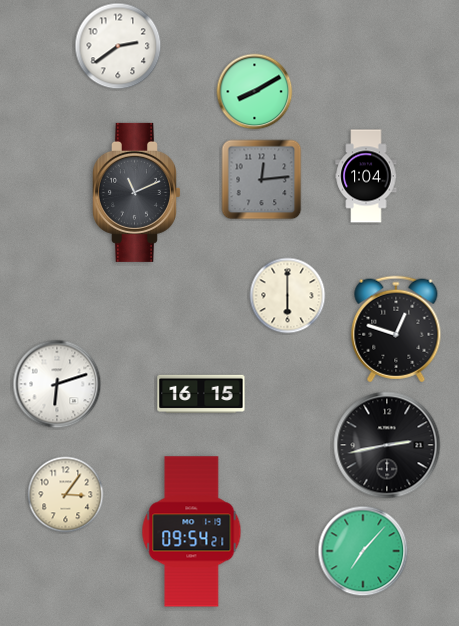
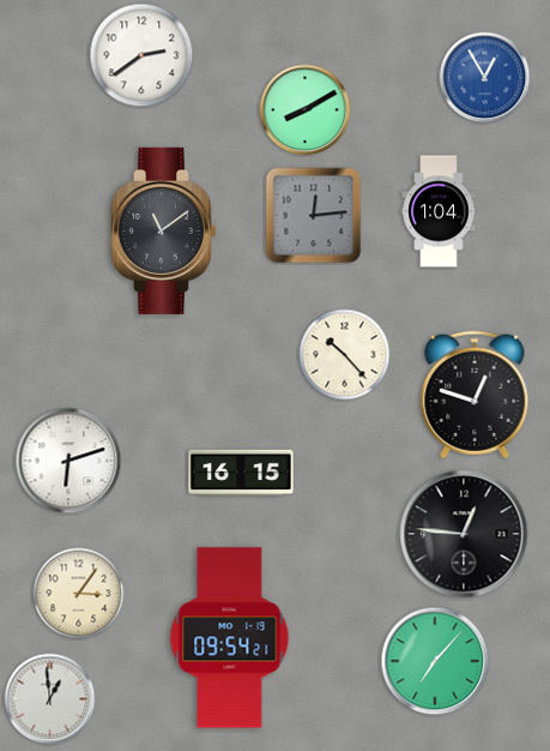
clock at (485, 78): none -> 12:55
clock at (136, 192): 11:11 -> 11:09
clock at (288, 296): 6:00 -> 10:23
clock at (387, 445): 2:43 -> 12:46
clock at (50, 699): none -> 12:59
